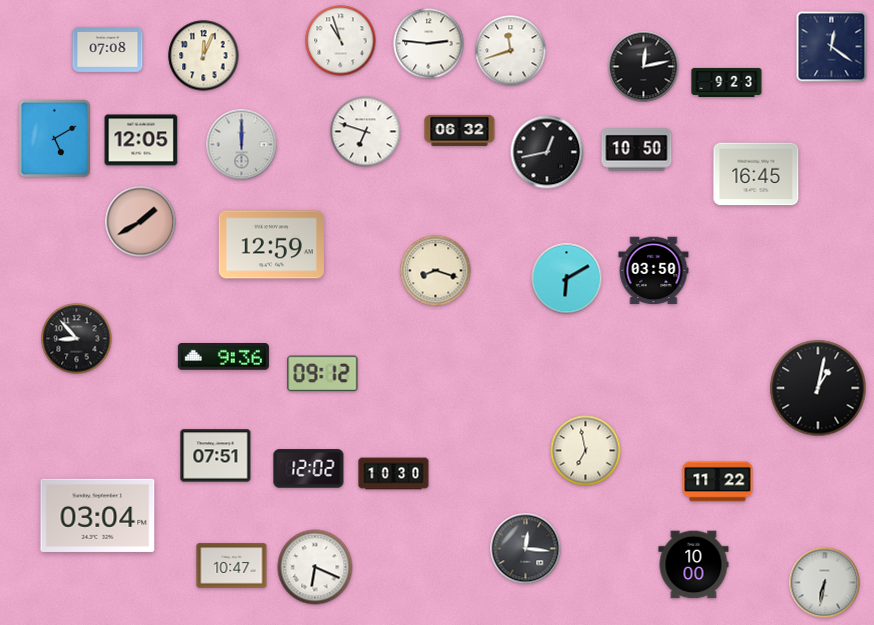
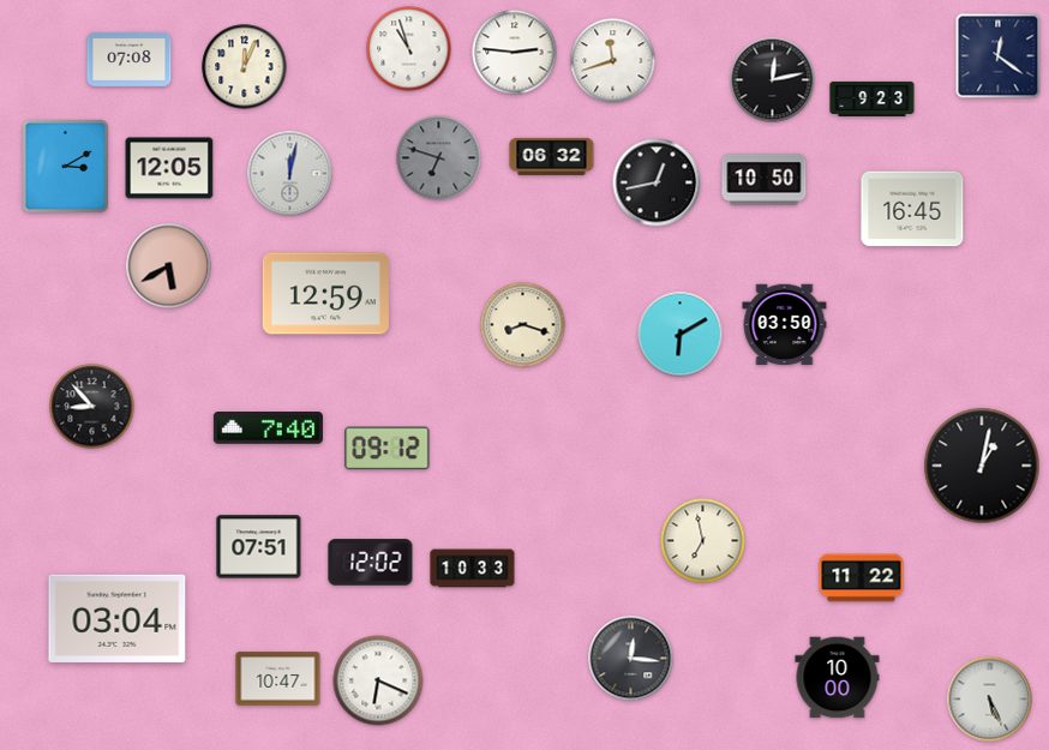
clock at (366, 132) dial: white -> grey
clock at (55, 139): 5:10 -> 3:10
clock at (242, 145): 12:00 -> 12:02
clock at (756, 174) position: (756, 174) -> (912, 209)
clock at (141, 222): 1:40 -> 5:40
clock at (223, 357): 9:36 -> 7:40
clock at (394, 474): 10:30 -> 10:33
clock at (694, 565) position: (694, 565) -> (838, 678)
clock at (825, 583): 6:32 -> 5:26
